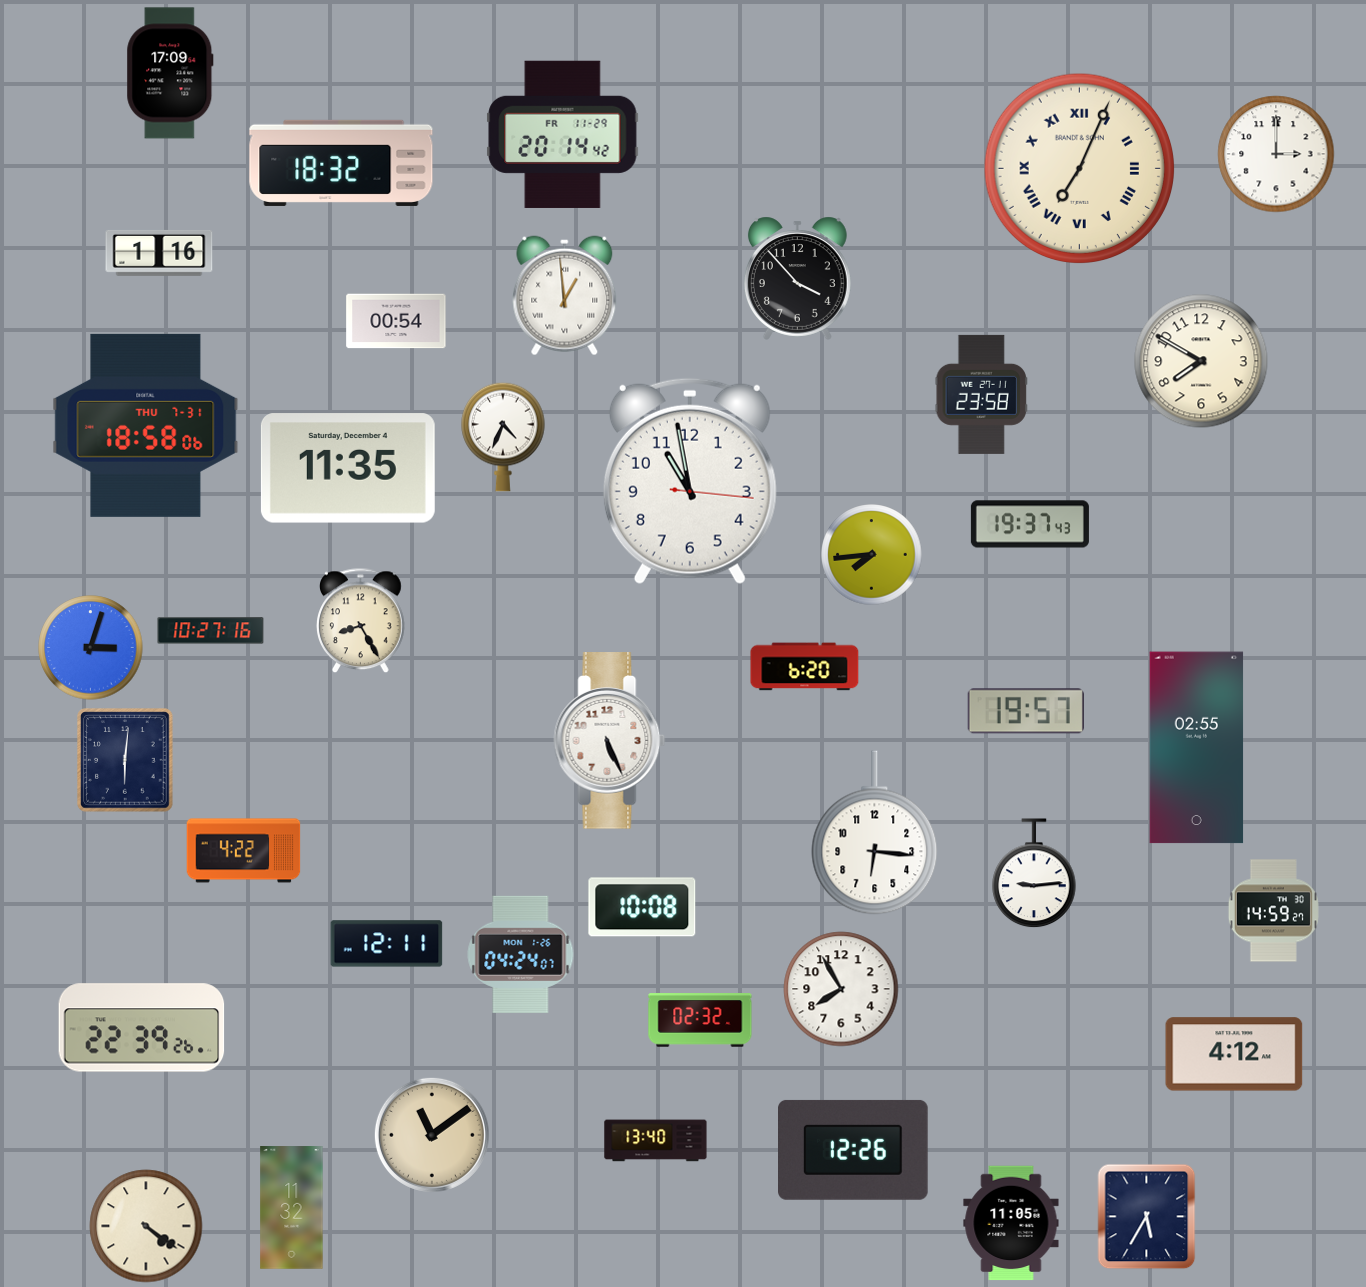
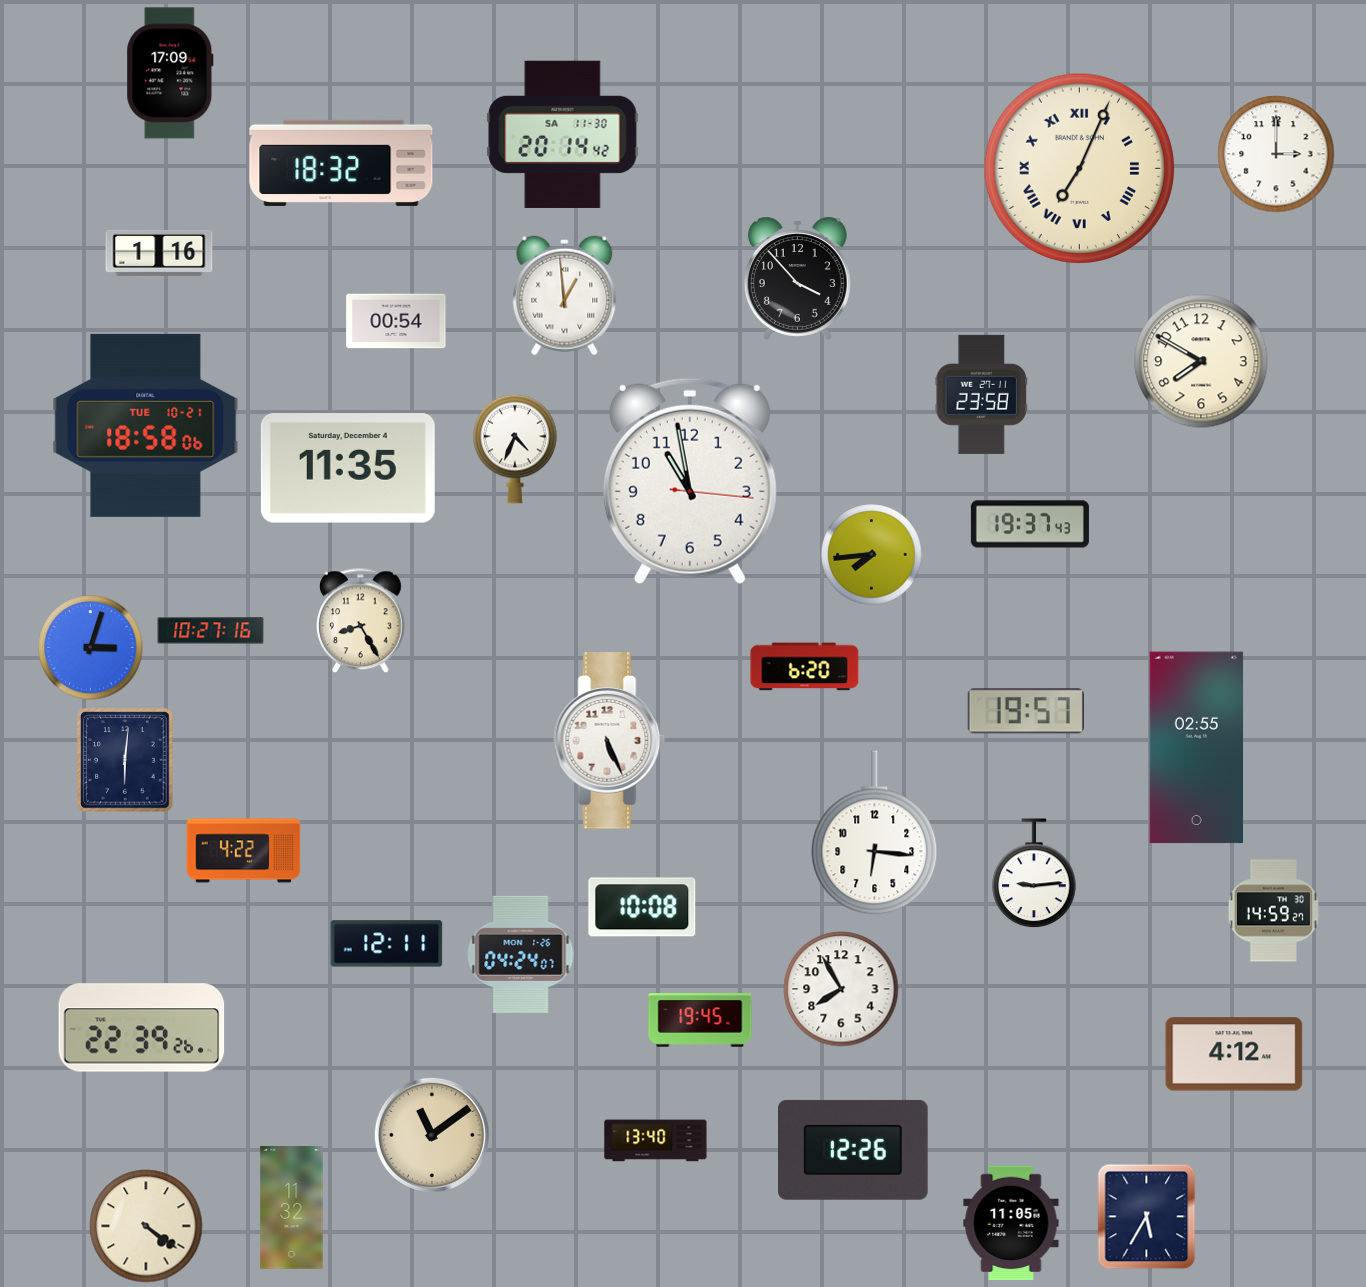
clock at (563, 134) date: FR 11-29 -> SA 11-30
clock at (146, 425) date: THU 7-31 -> TUE 10-21
clock at (503, 437) position: (503, 437) -> (515, 449)
clock at (700, 1020): 02:32 -> 19:45
